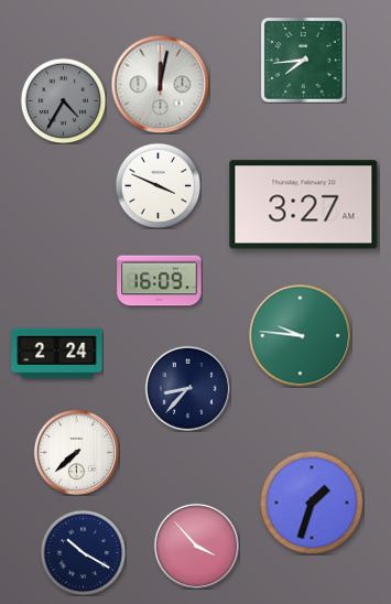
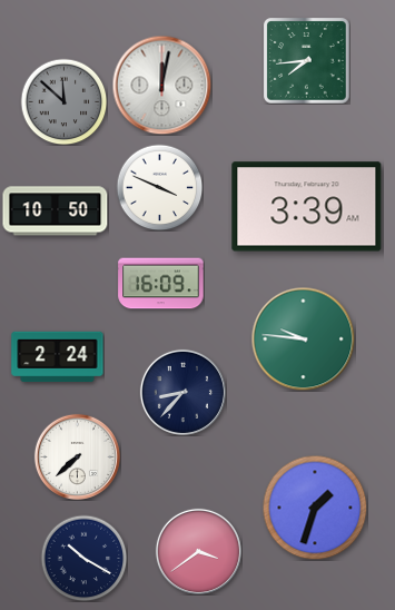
clock at (63, 100): 4:35 -> 11:52
clock at (304, 205): 3:27 -> 3:39
clock at (56, 211): none -> 10:50
clock at (187, 388) position: (187, 388) -> (182, 392)
clock at (196, 546): 3:53 -> 3:39
